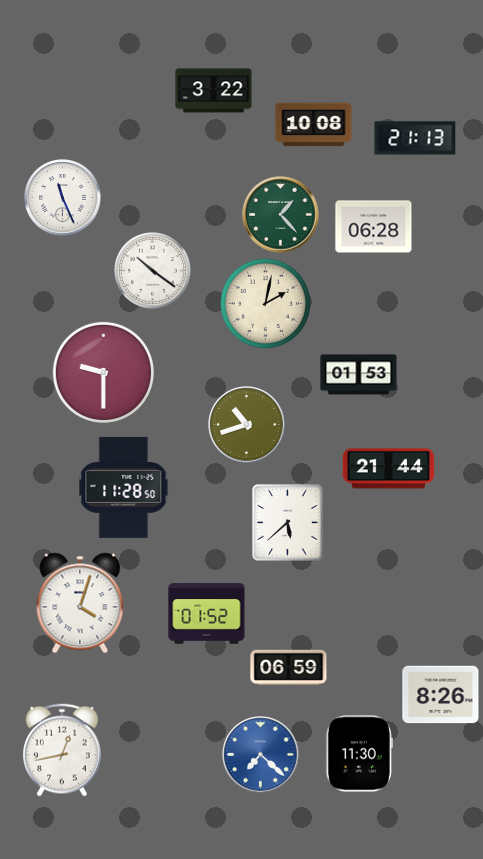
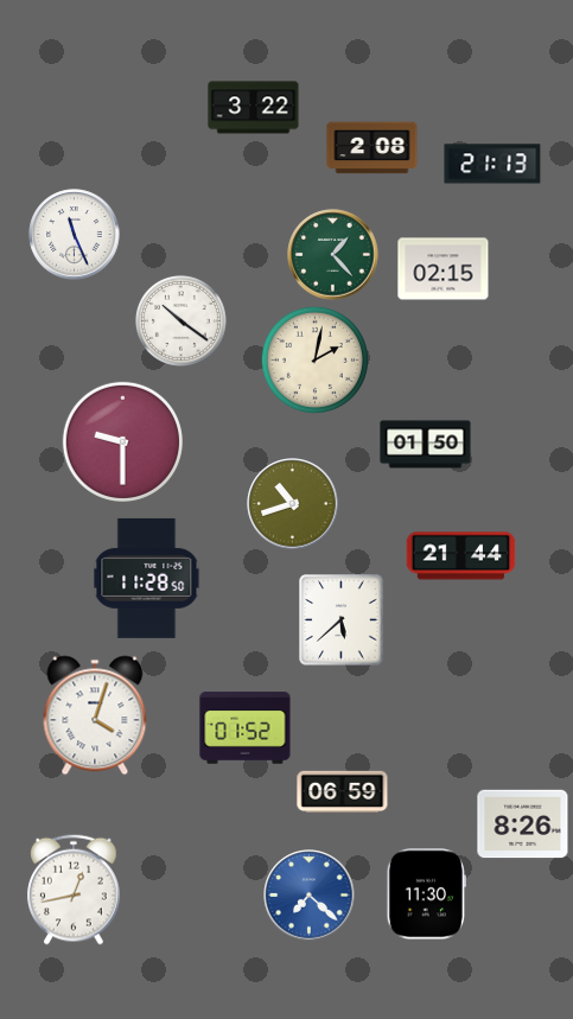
clock at (314, 125): 10:08 -> 2:08
clock at (374, 227): 06:28 -> 02:15
clock at (359, 375): 01:53 -> 01:50
